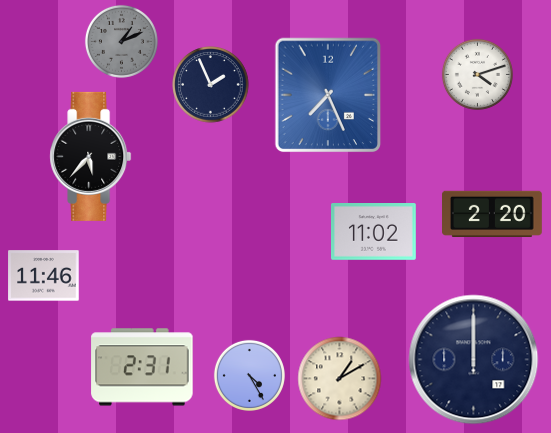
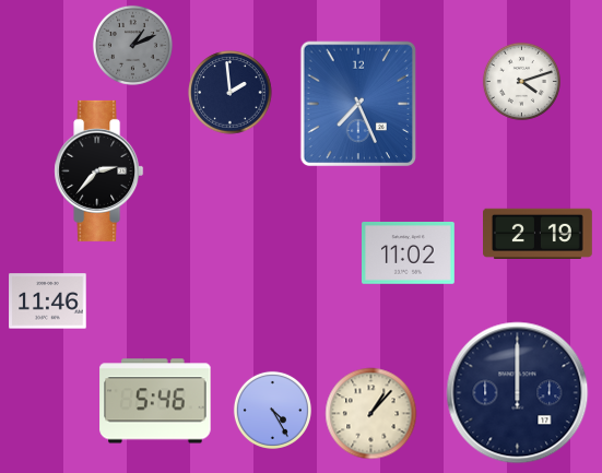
clock at (211, 85): 1:56 -> 1:59
clock at (91, 156): 5:37 -> 2:37
clock at (493, 213): 2:20 -> 2:19
clock at (142, 367): 2:31 -> 5:46
clock at (340, 379): 1:10 -> 1:07
